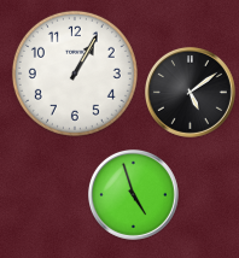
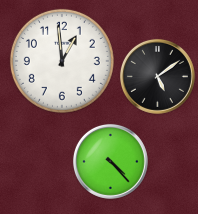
clock at (75, 74): 1:05 -> 12:59
clock at (133, 194): 4:57 -> 4:23
